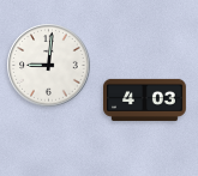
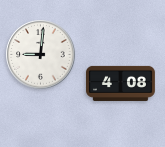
clock at (145, 99): 4:03 -> 4:08
